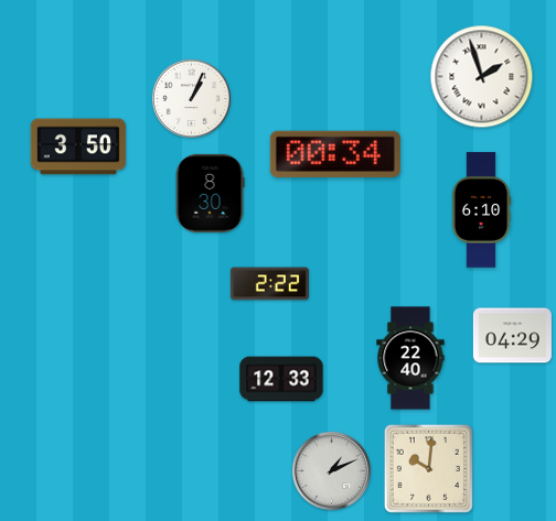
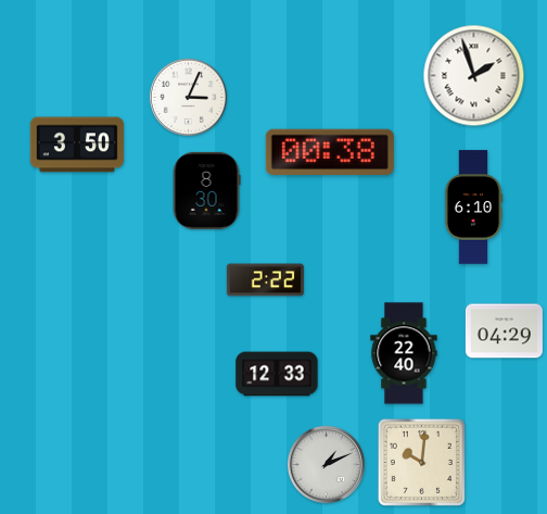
clock at (191, 98): 1:04 -> 3:04
clock at (335, 154): 00:34 -> 00:38
